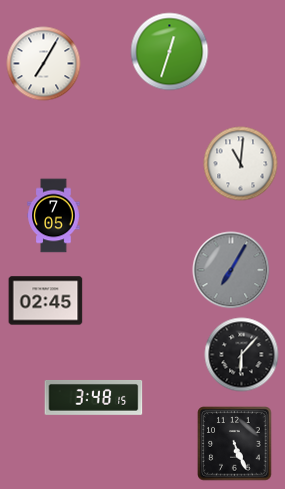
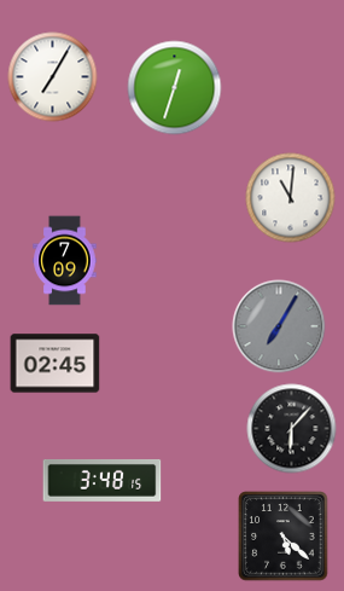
clock at (170, 52) position: (170, 52) -> (175, 88)
clock at (54, 216): 7:05 -> 7:09
clock at (94, 398) position: (94, 398) -> (103, 481)
clock at (235, 444): 5:26 -> 5:22
